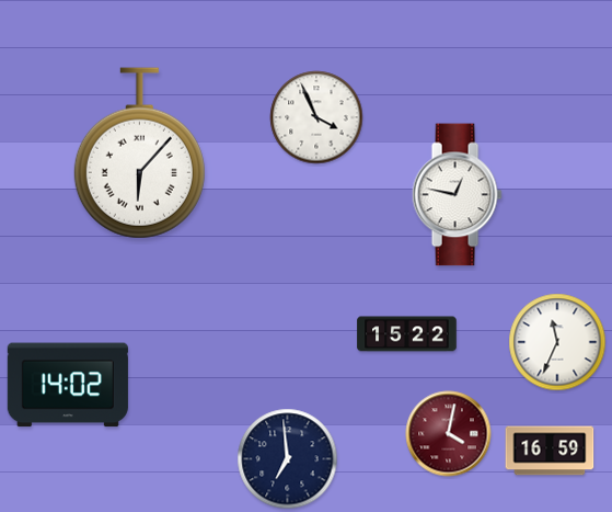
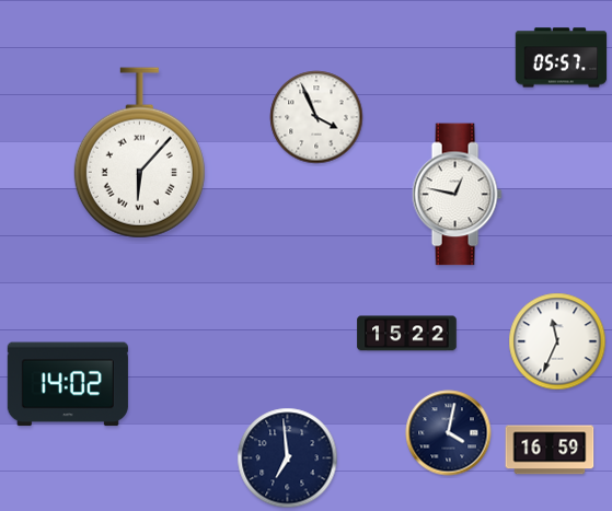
clock at (562, 58): none -> 05:57
clock at (449, 434) dial: burgundy -> navy
